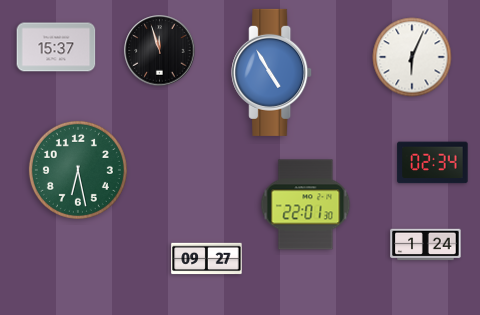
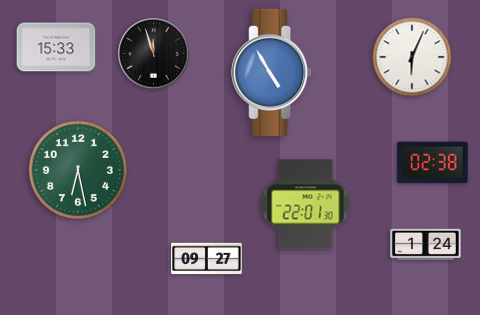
clock at (56, 47): 15:37 -> 15:33
clock at (160, 51) position: (160, 51) -> (154, 54)
clock at (433, 163): 02:34 -> 02:38
